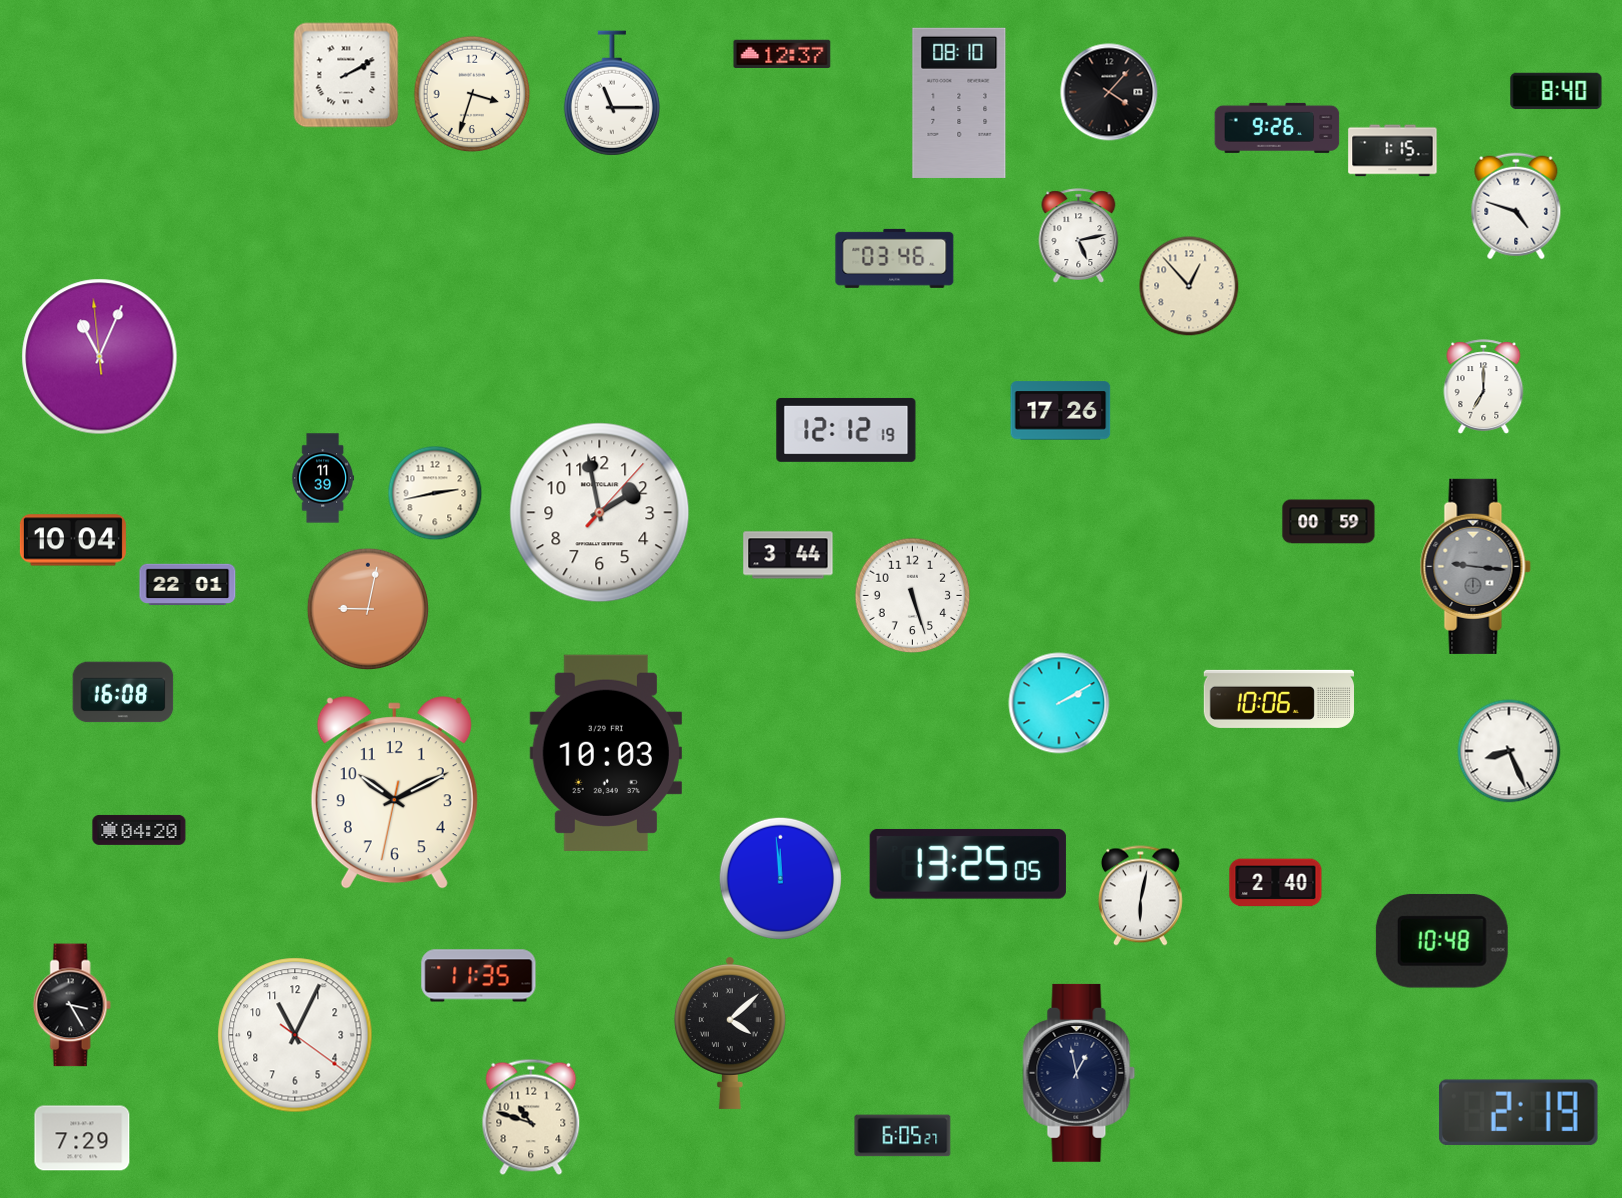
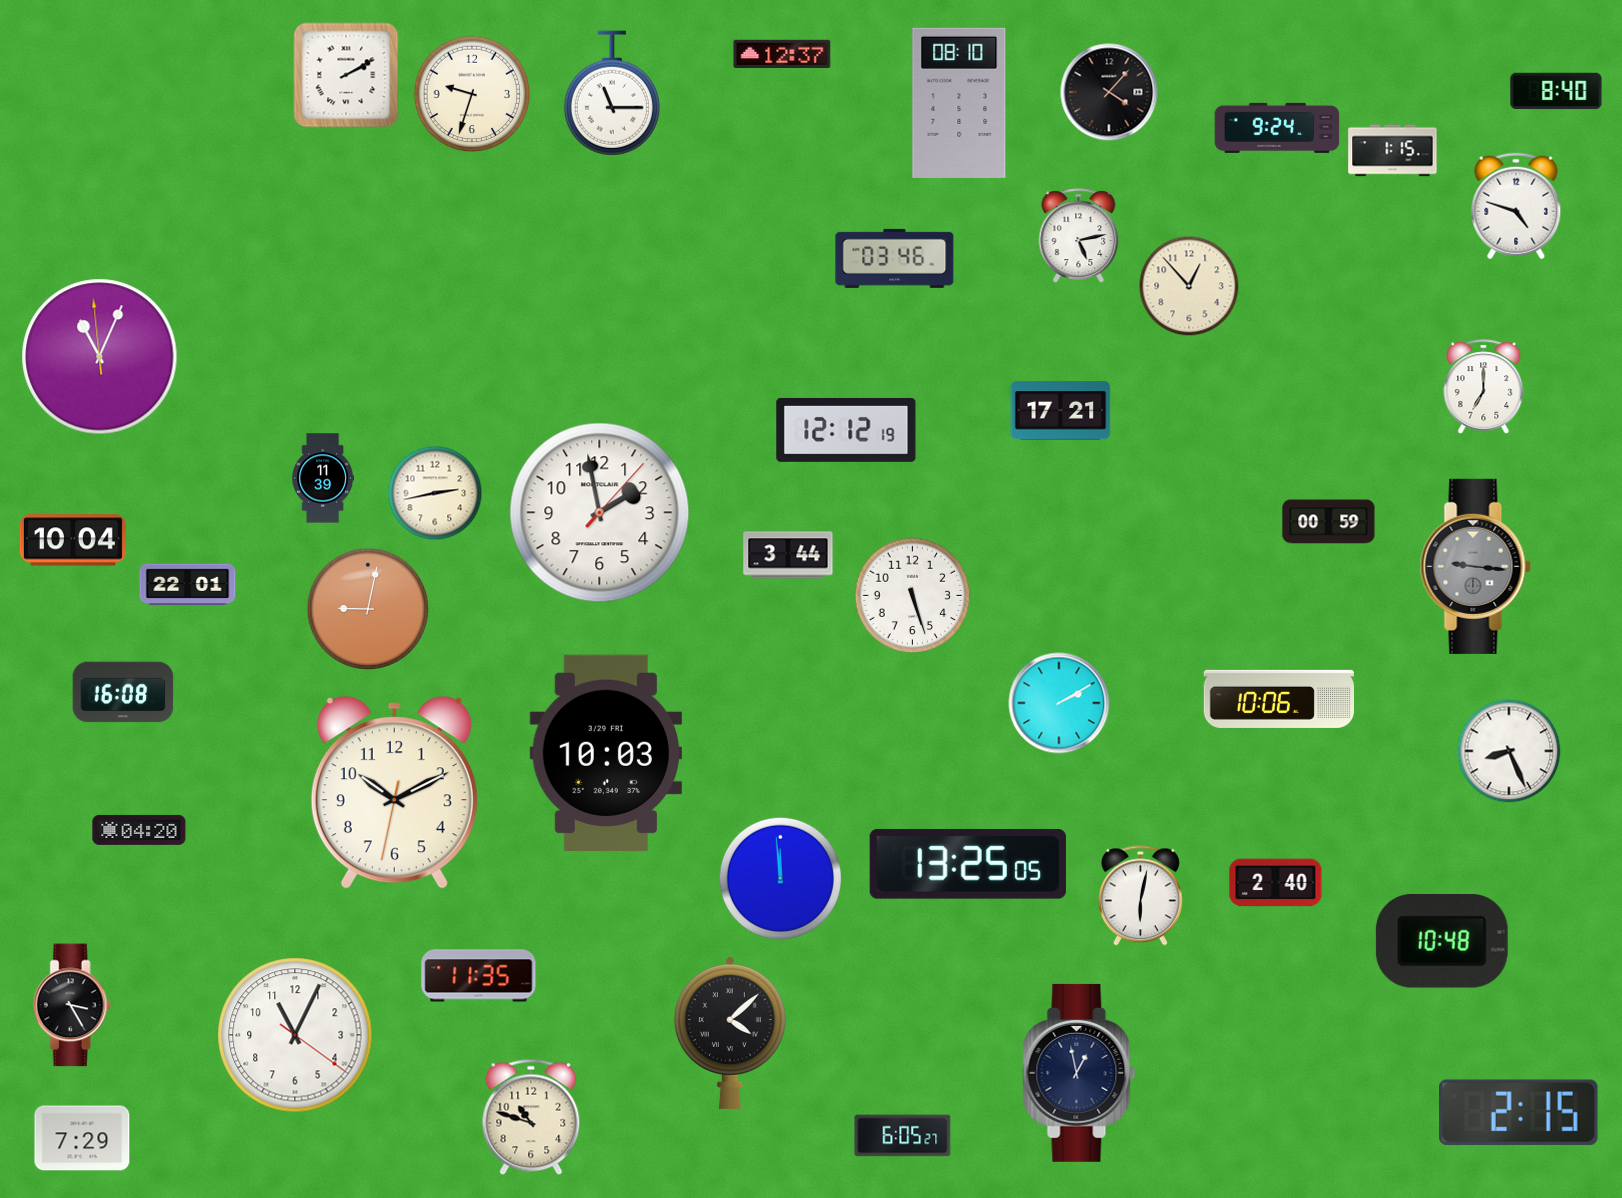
clock at (472, 94): 3:33 -> 9:33
clock at (1277, 128): 9:26 -> 9:24
clock at (1061, 411): 17:26 -> 17:21
clock at (1518, 1112): 2:19 -> 2:15
